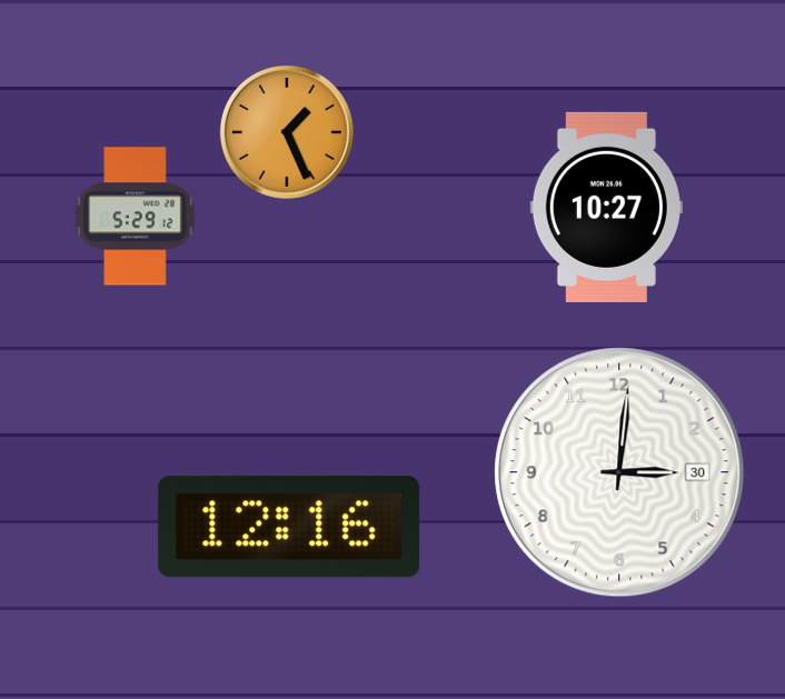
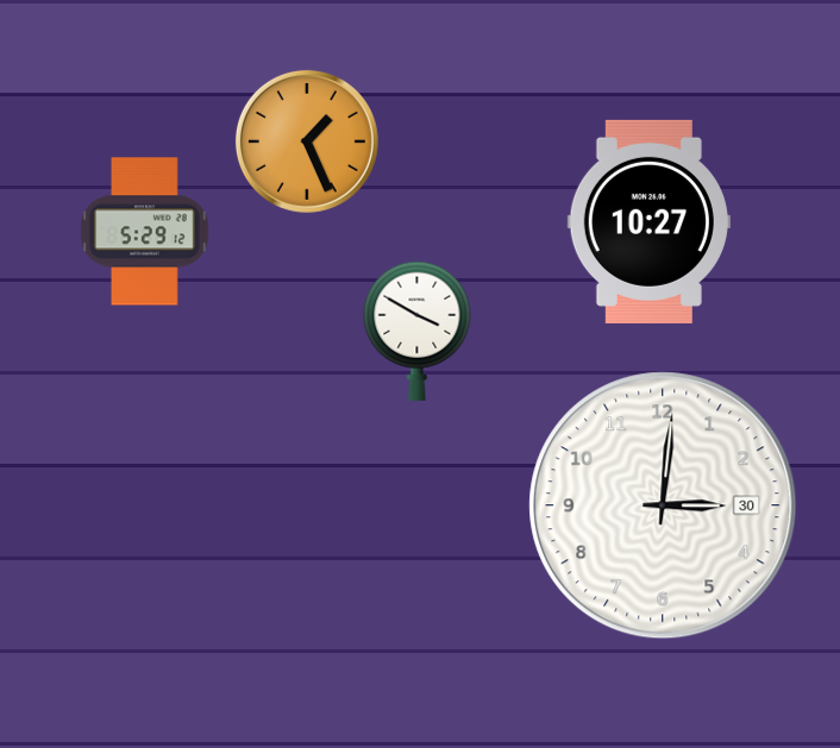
clock at (418, 331): none -> 3:50
clock at (289, 527): 12:16 -> none
